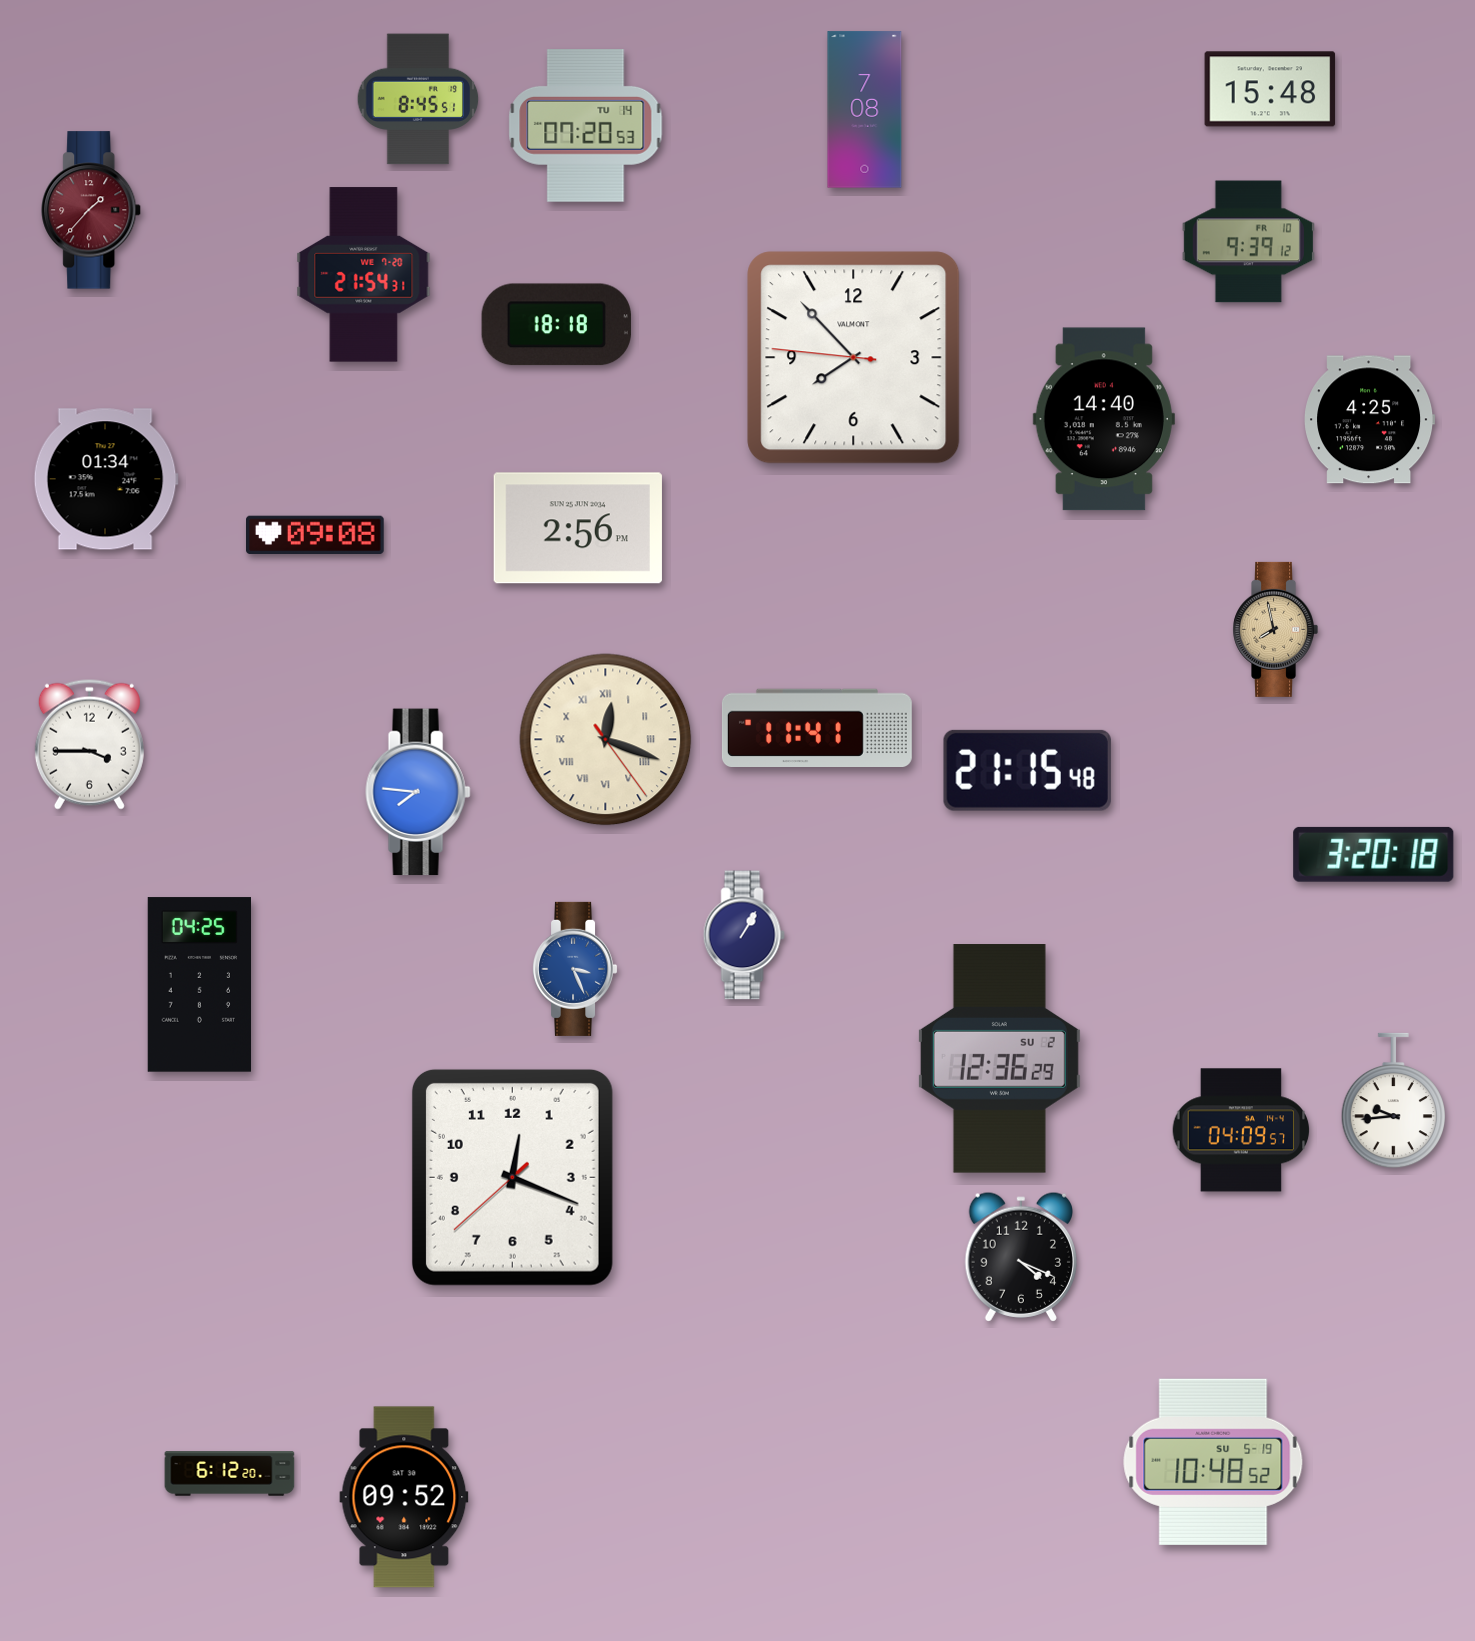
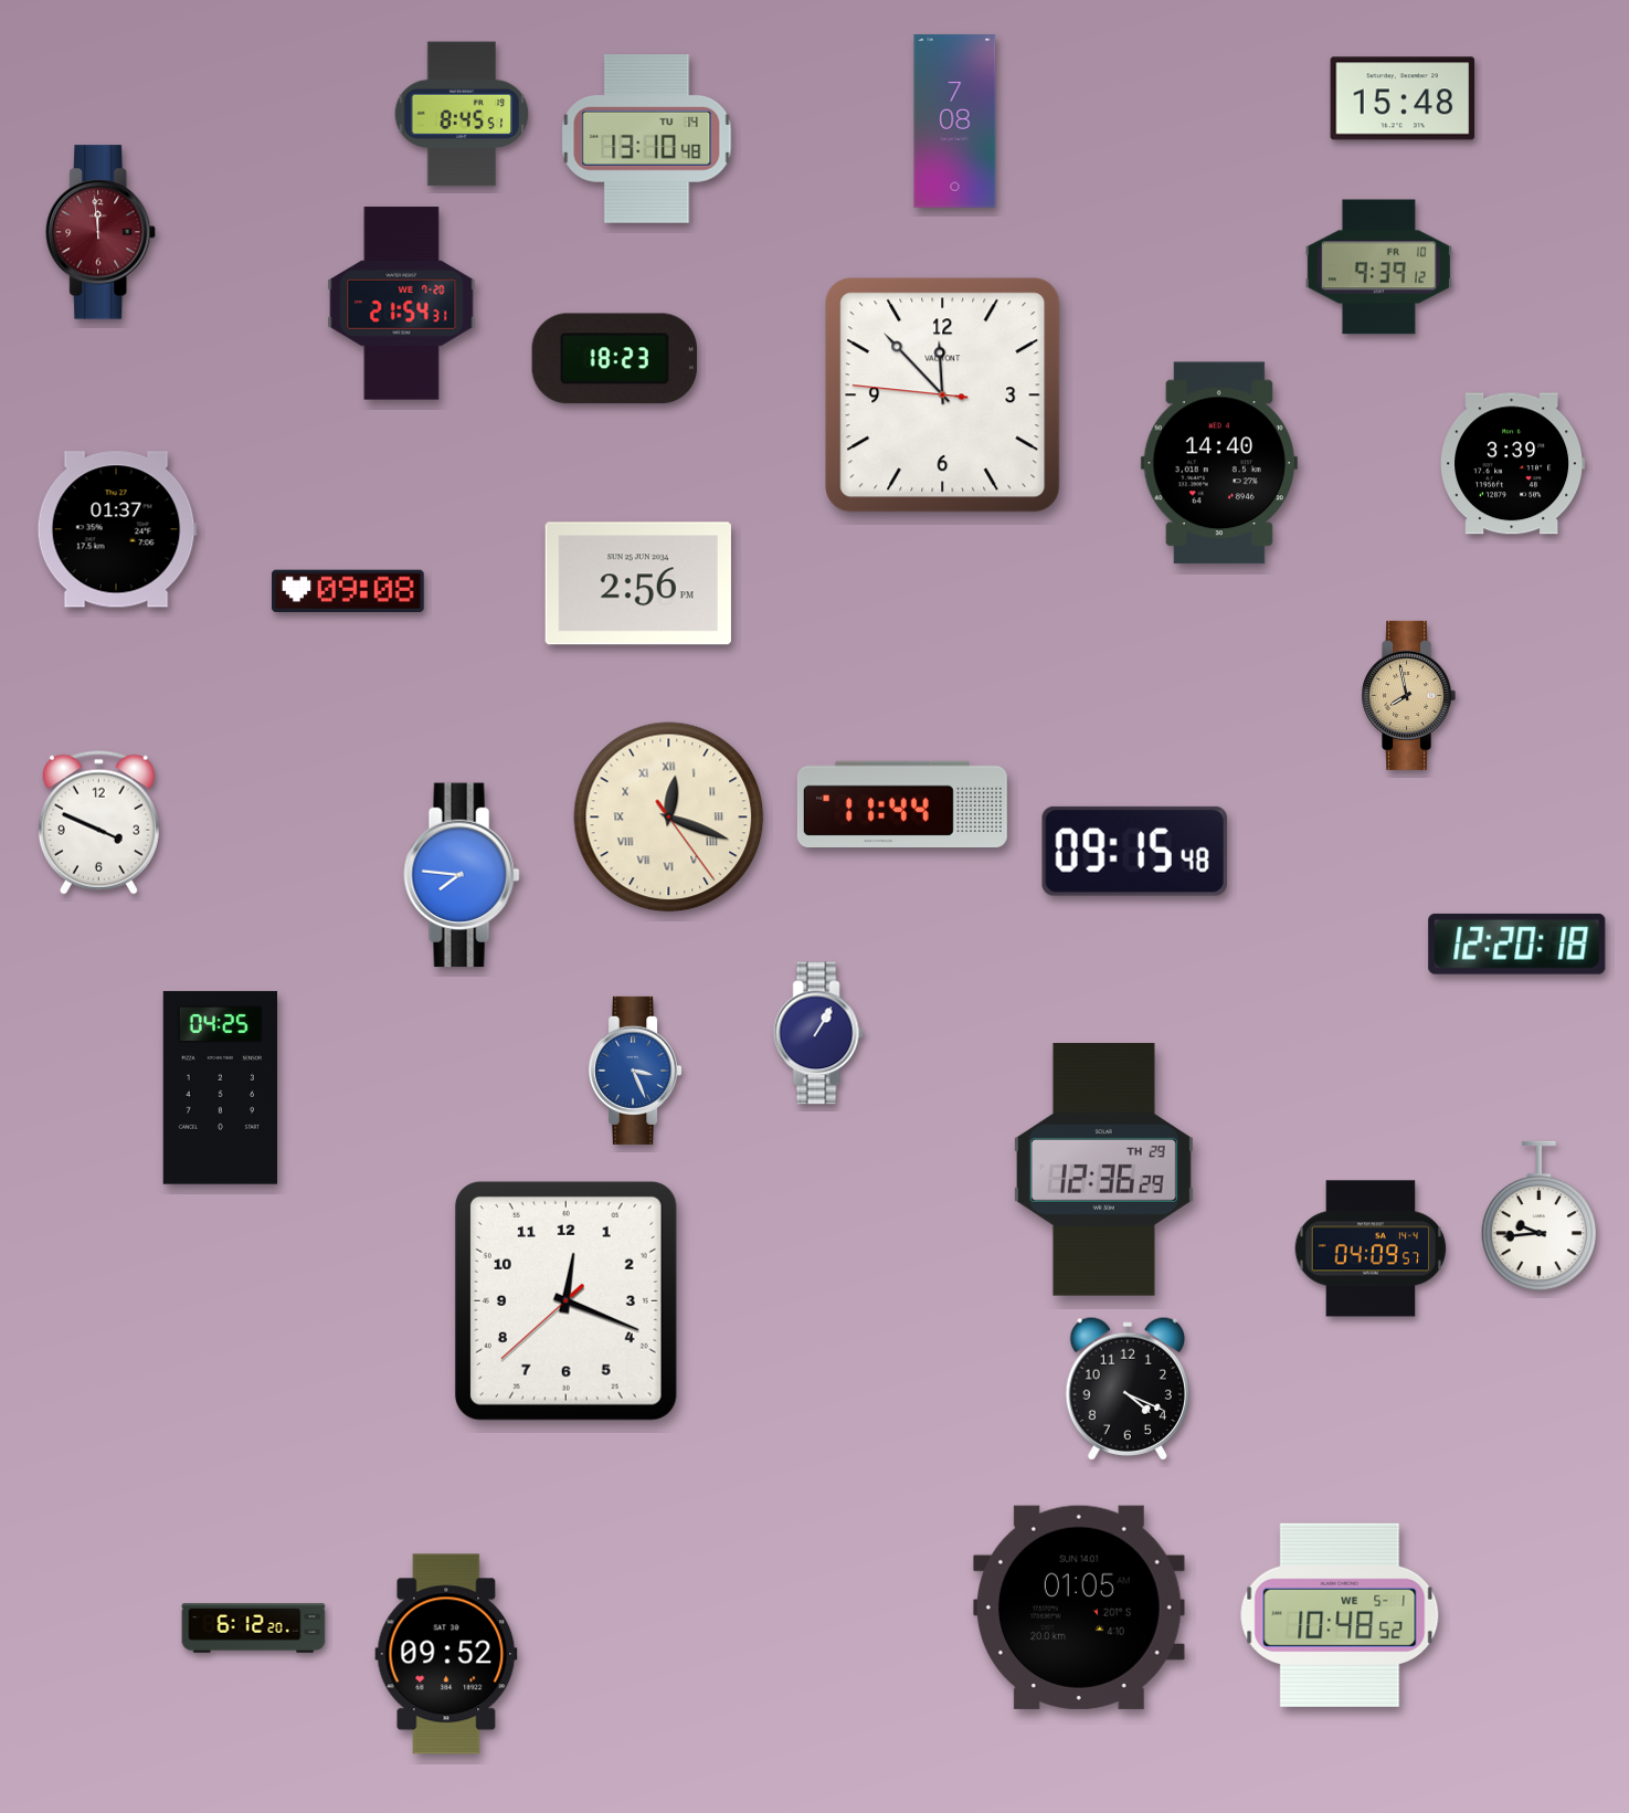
clock at (418, 99) position: (418, 99) -> (462, 114)
clock at (586, 126): 07:20 -> 13:10
clock at (92, 210): 1:37 -> 11:59
clock at (556, 325): 18:18 -> 18:23
clock at (854, 358): 7:52 -> 11:52
clock at (1370, 420): 4:25 -> 3:39
clock at (106, 479): 01:34 -> 01:37
clock at (817, 727): 11:41 -> 11:44
clock at (89, 744): 3:45 -> 3:49
clock at (1027, 770): 21:15 -> 09:15
clock at (1374, 854): 3:20 -> 12:20
clock at (744, 935) position: (744, 935) -> (818, 1033)
clock at (999, 1059) date: SU 2 -> TH 29
clock at (1079, 1608): none -> 01:05
clock at (1213, 1462) date: SU 5-19 -> WE 5-1
